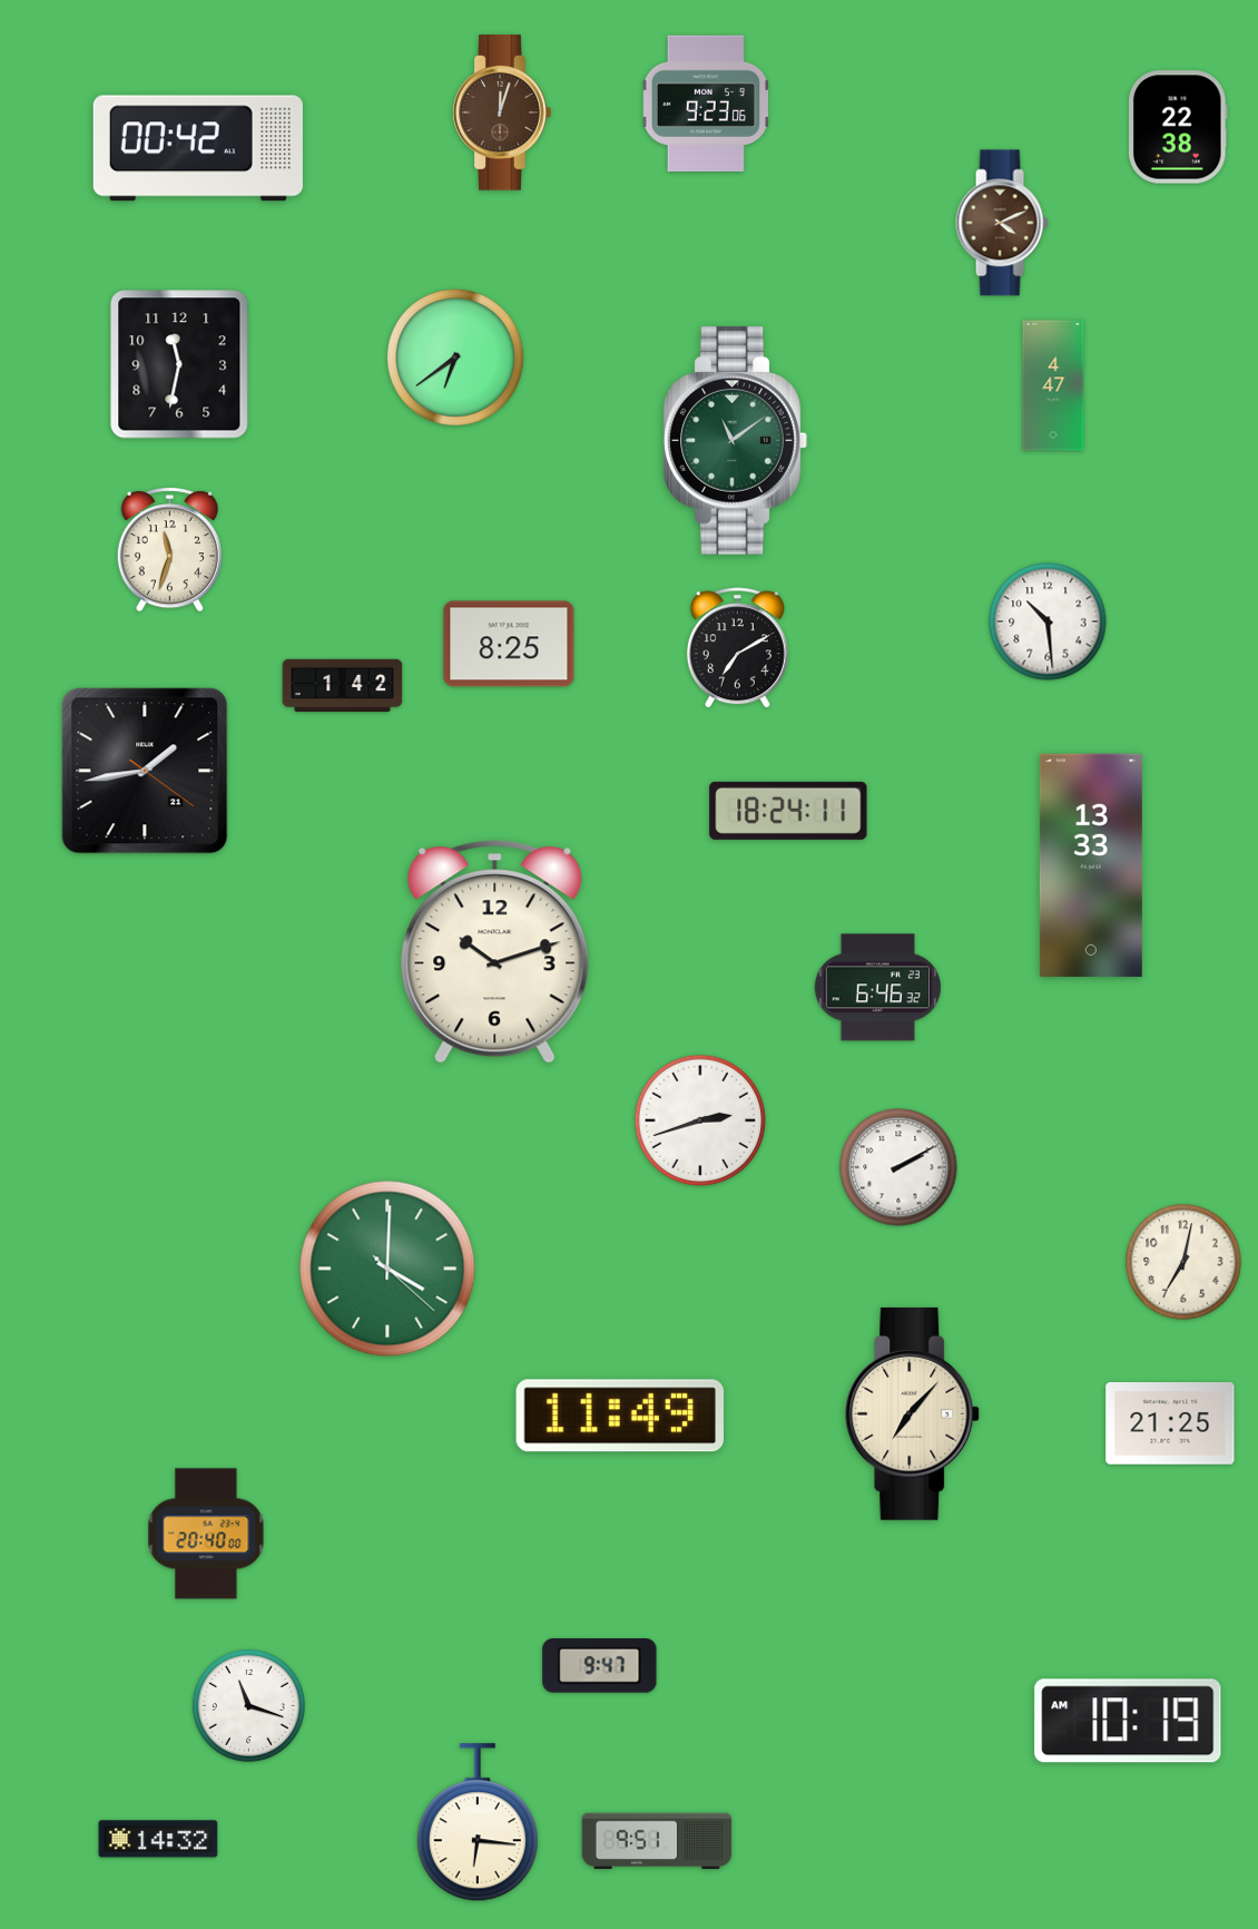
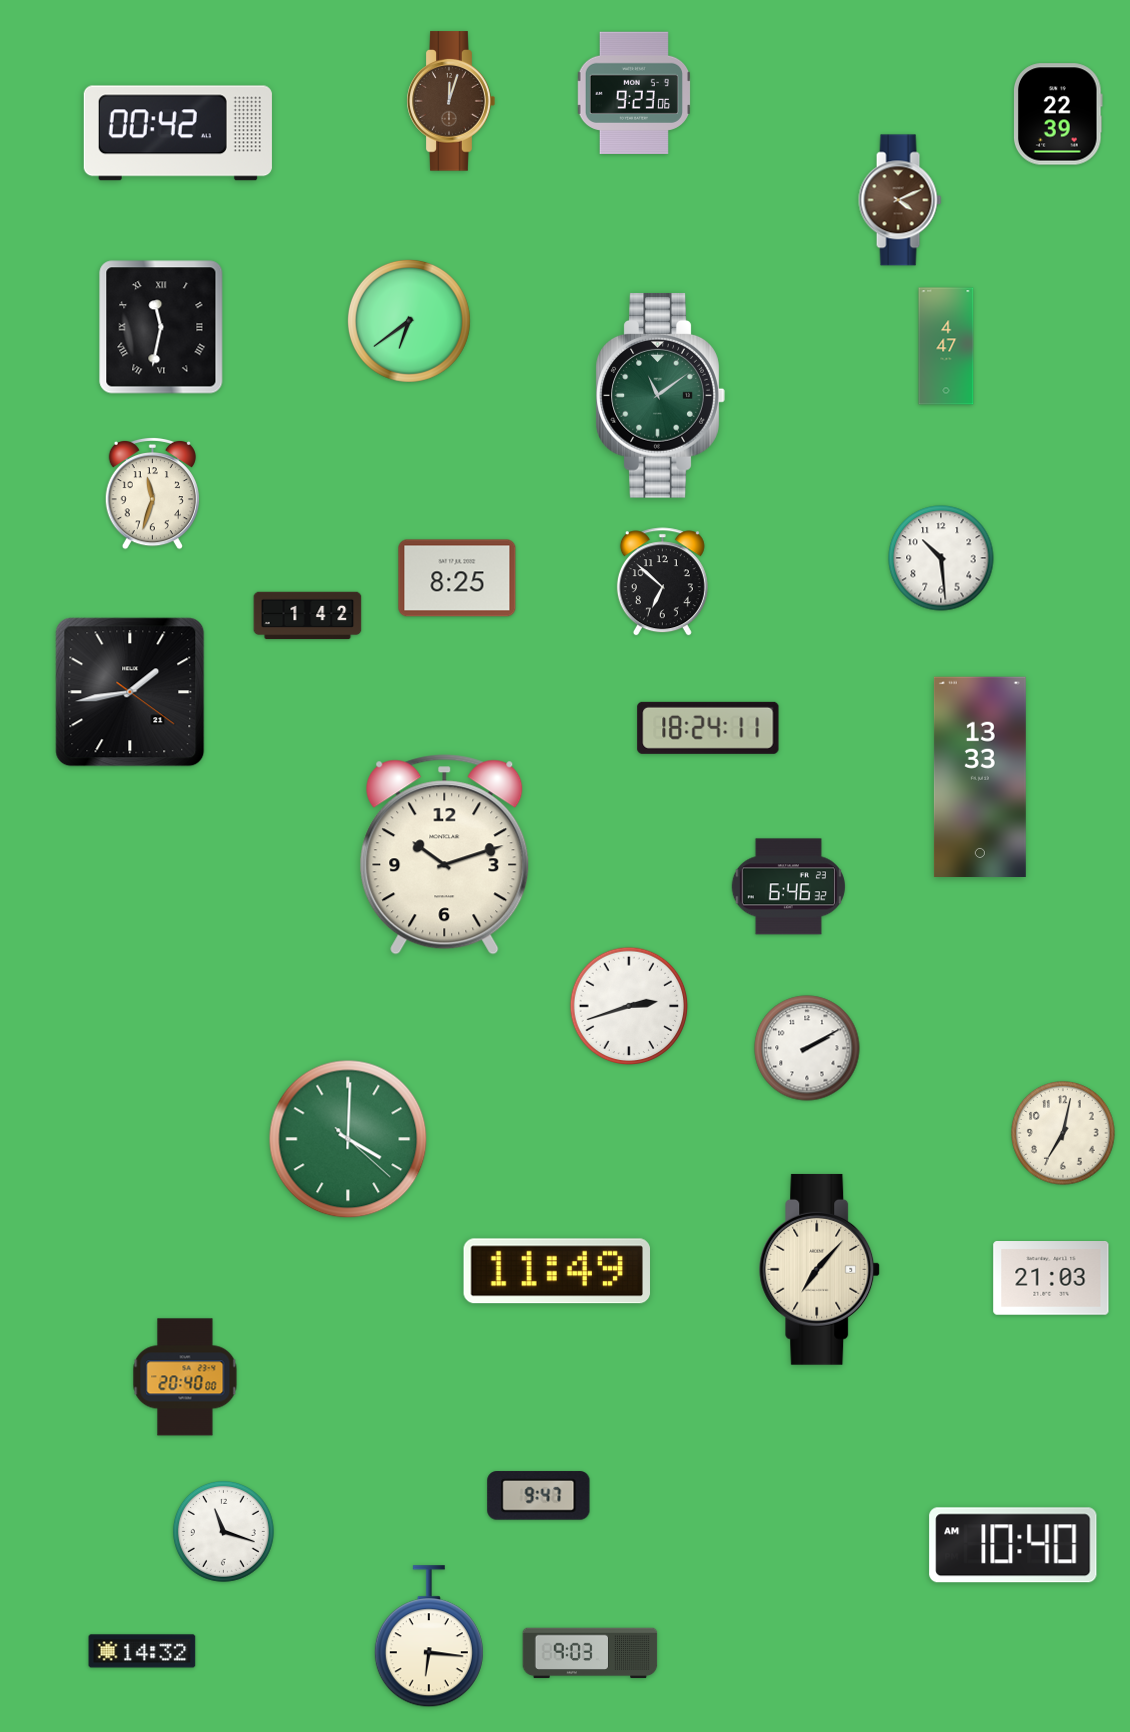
clock at (1179, 127): 22:38 -> 22:39
clock at (179, 364) numerals: Arabic -> Roman
clock at (737, 648): 7:10 -> 6:52
clock at (1170, 1424): 21:25 -> 21:03
clock at (1128, 1721): 10:19 -> 10:40
clock at (657, 1841): 9:51 -> 9:03
